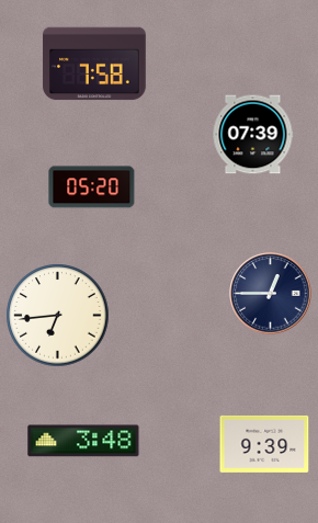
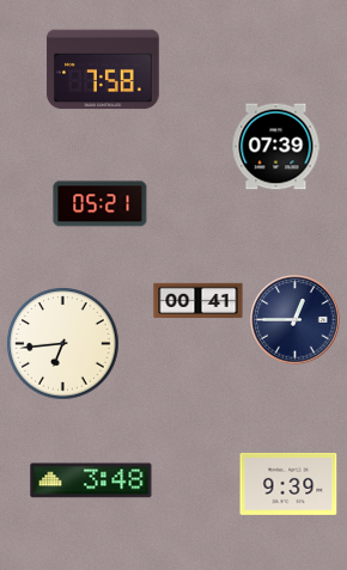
clock at (92, 187): 05:20 -> 05:21
clock at (199, 301): none -> 00:41
